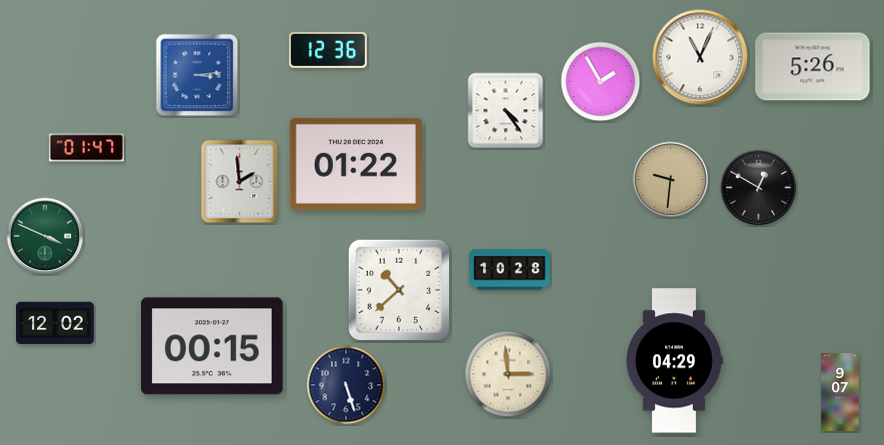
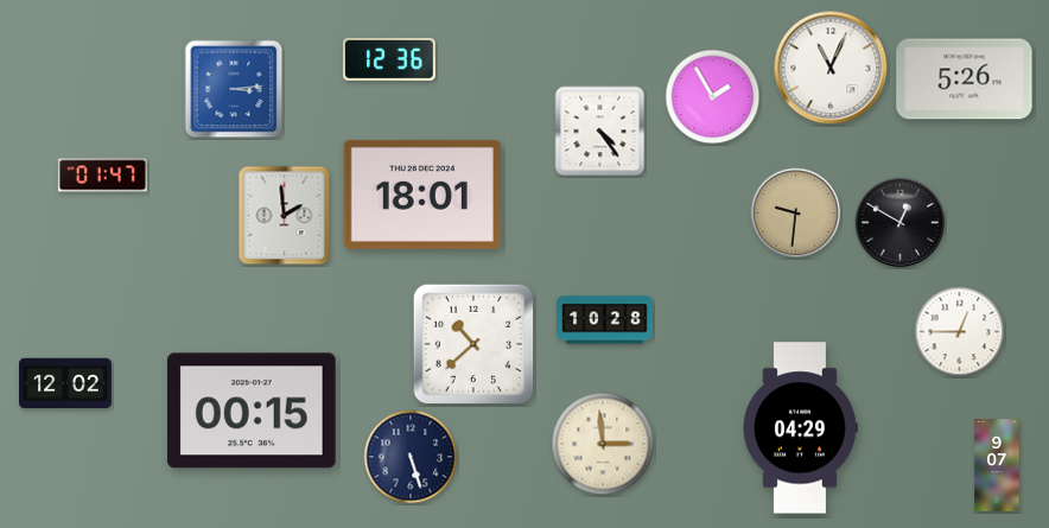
clock at (356, 164): 01:22 -> 18:01
clock at (45, 236): 3:49 -> none
clock at (960, 332): none -> 12:45
